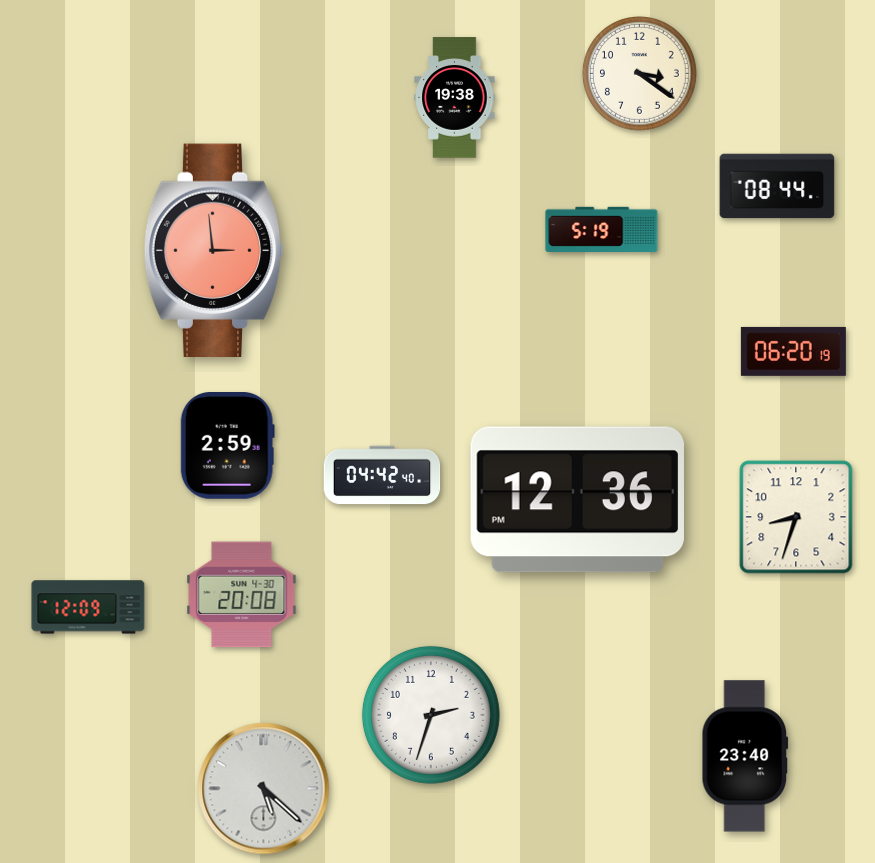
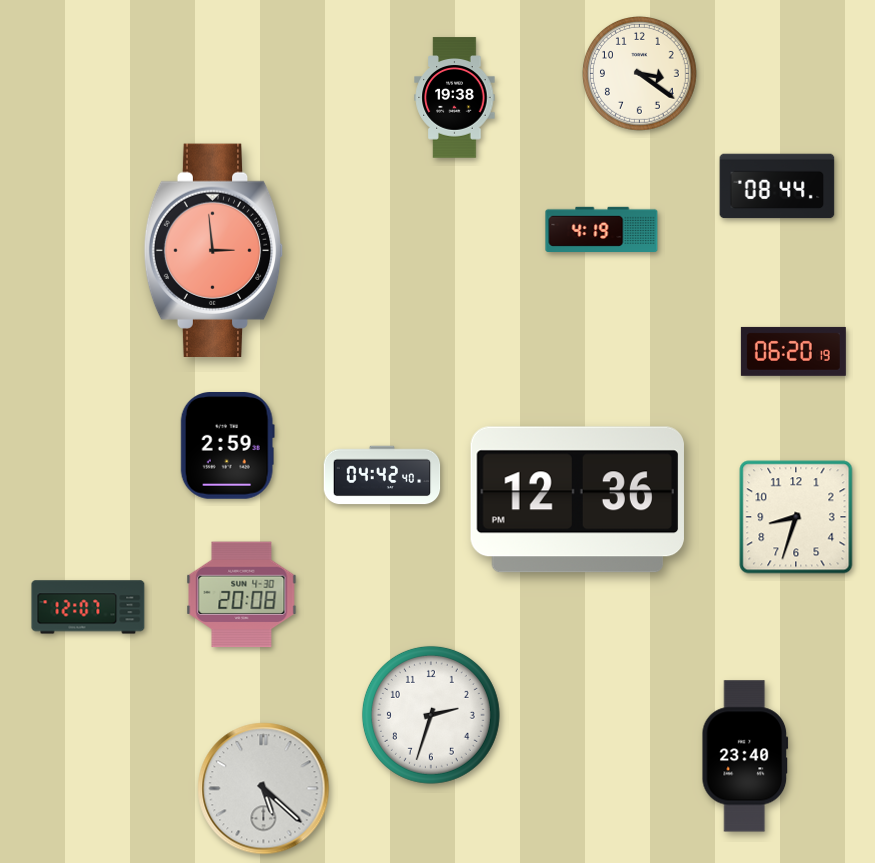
clock at (602, 229): 5:19 -> 4:19
clock at (88, 607): 12:09 -> 12:07
